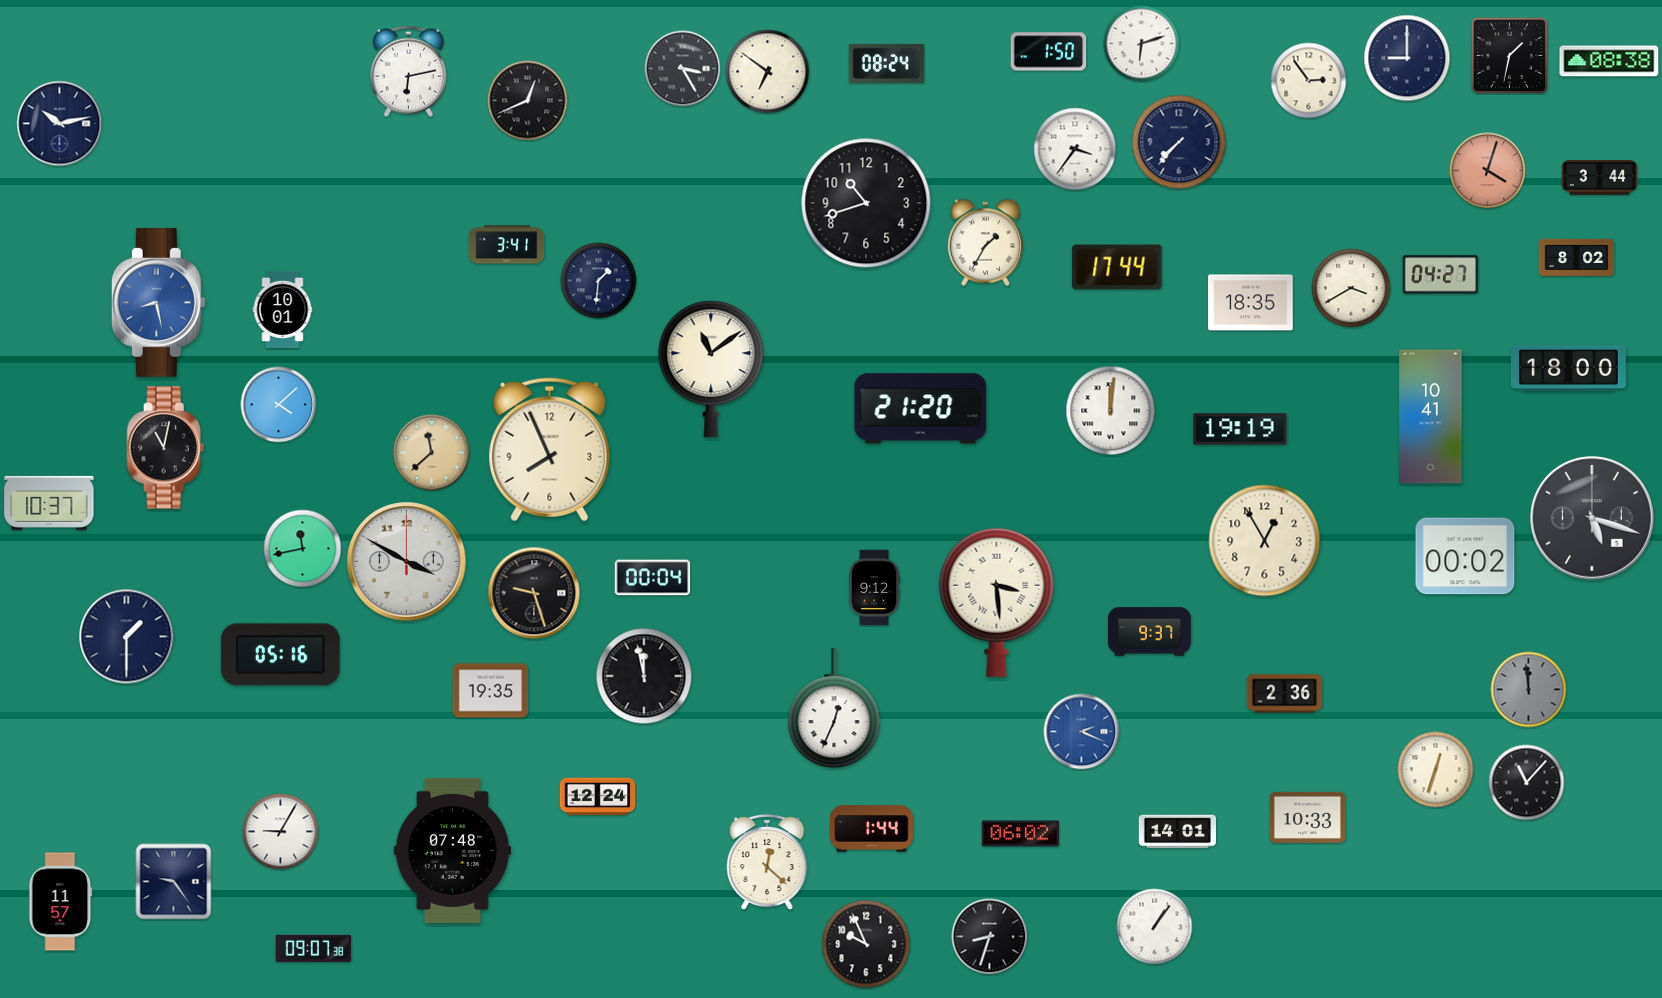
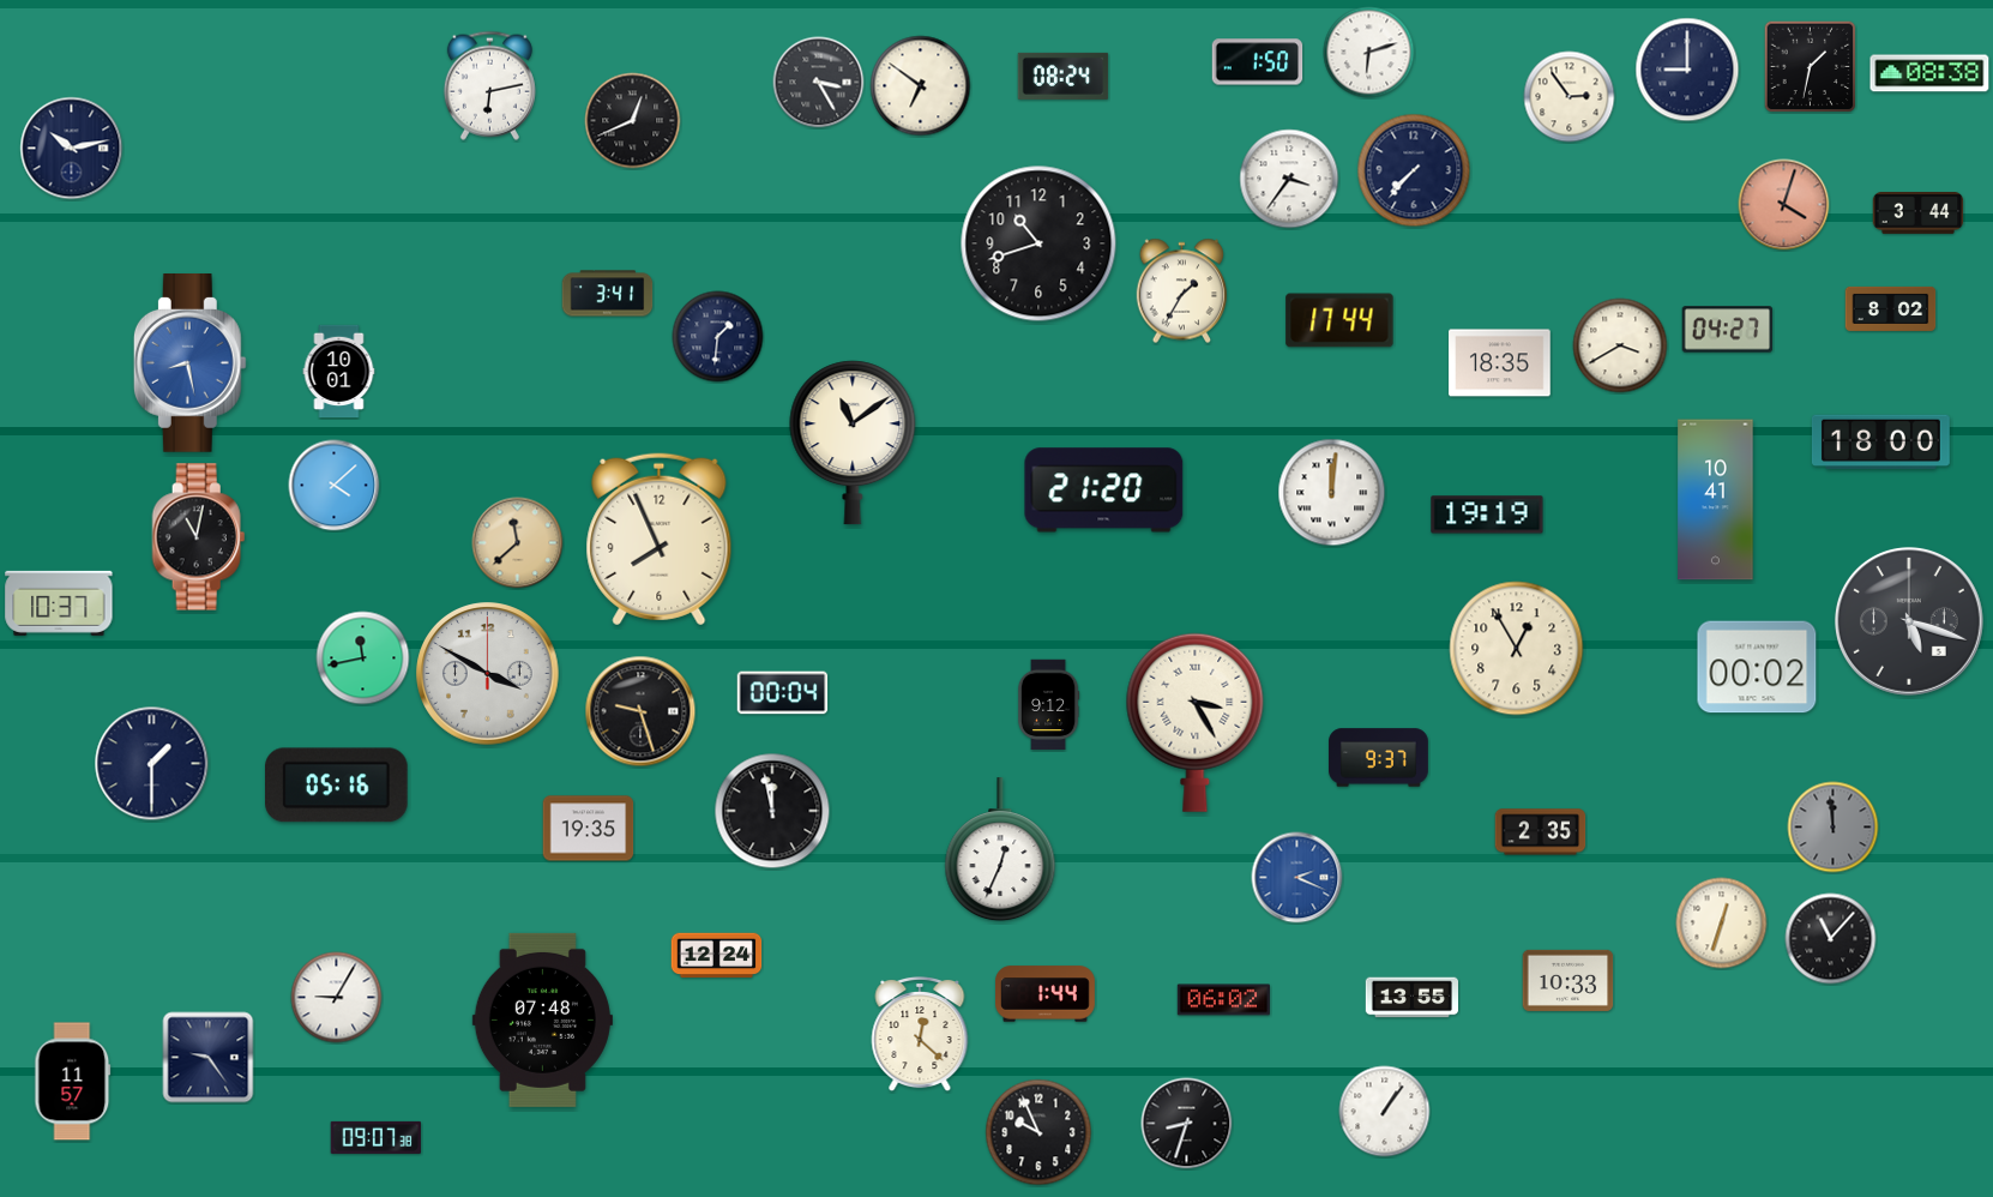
clock at (997, 602): 3:29 -> 3:25
clock at (1285, 694): 2:36 -> 2:35
clock at (1177, 832): 14:01 -> 13:55
